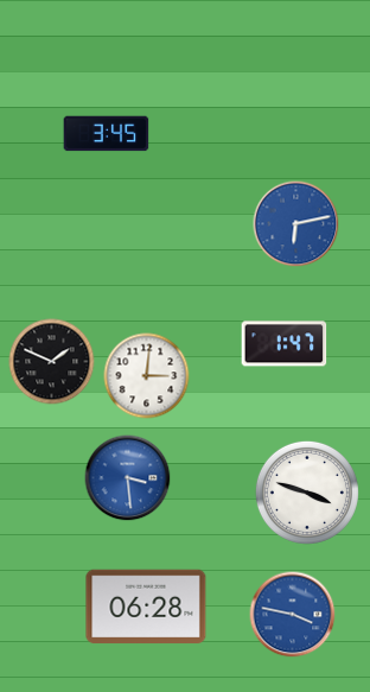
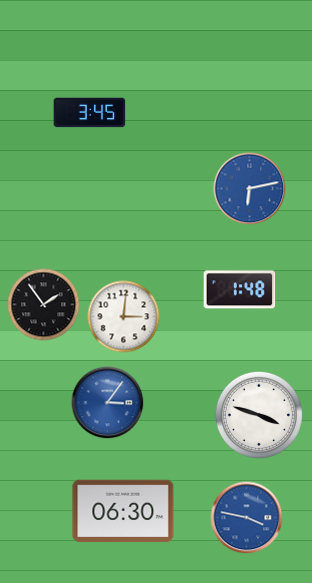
clock at (285, 344): 1:47 -> 1:48
clock at (52, 362): 1:49 -> 1:54
clock at (128, 478): 3:29 -> 3:06
clock at (146, 607): 06:28 -> 06:30
